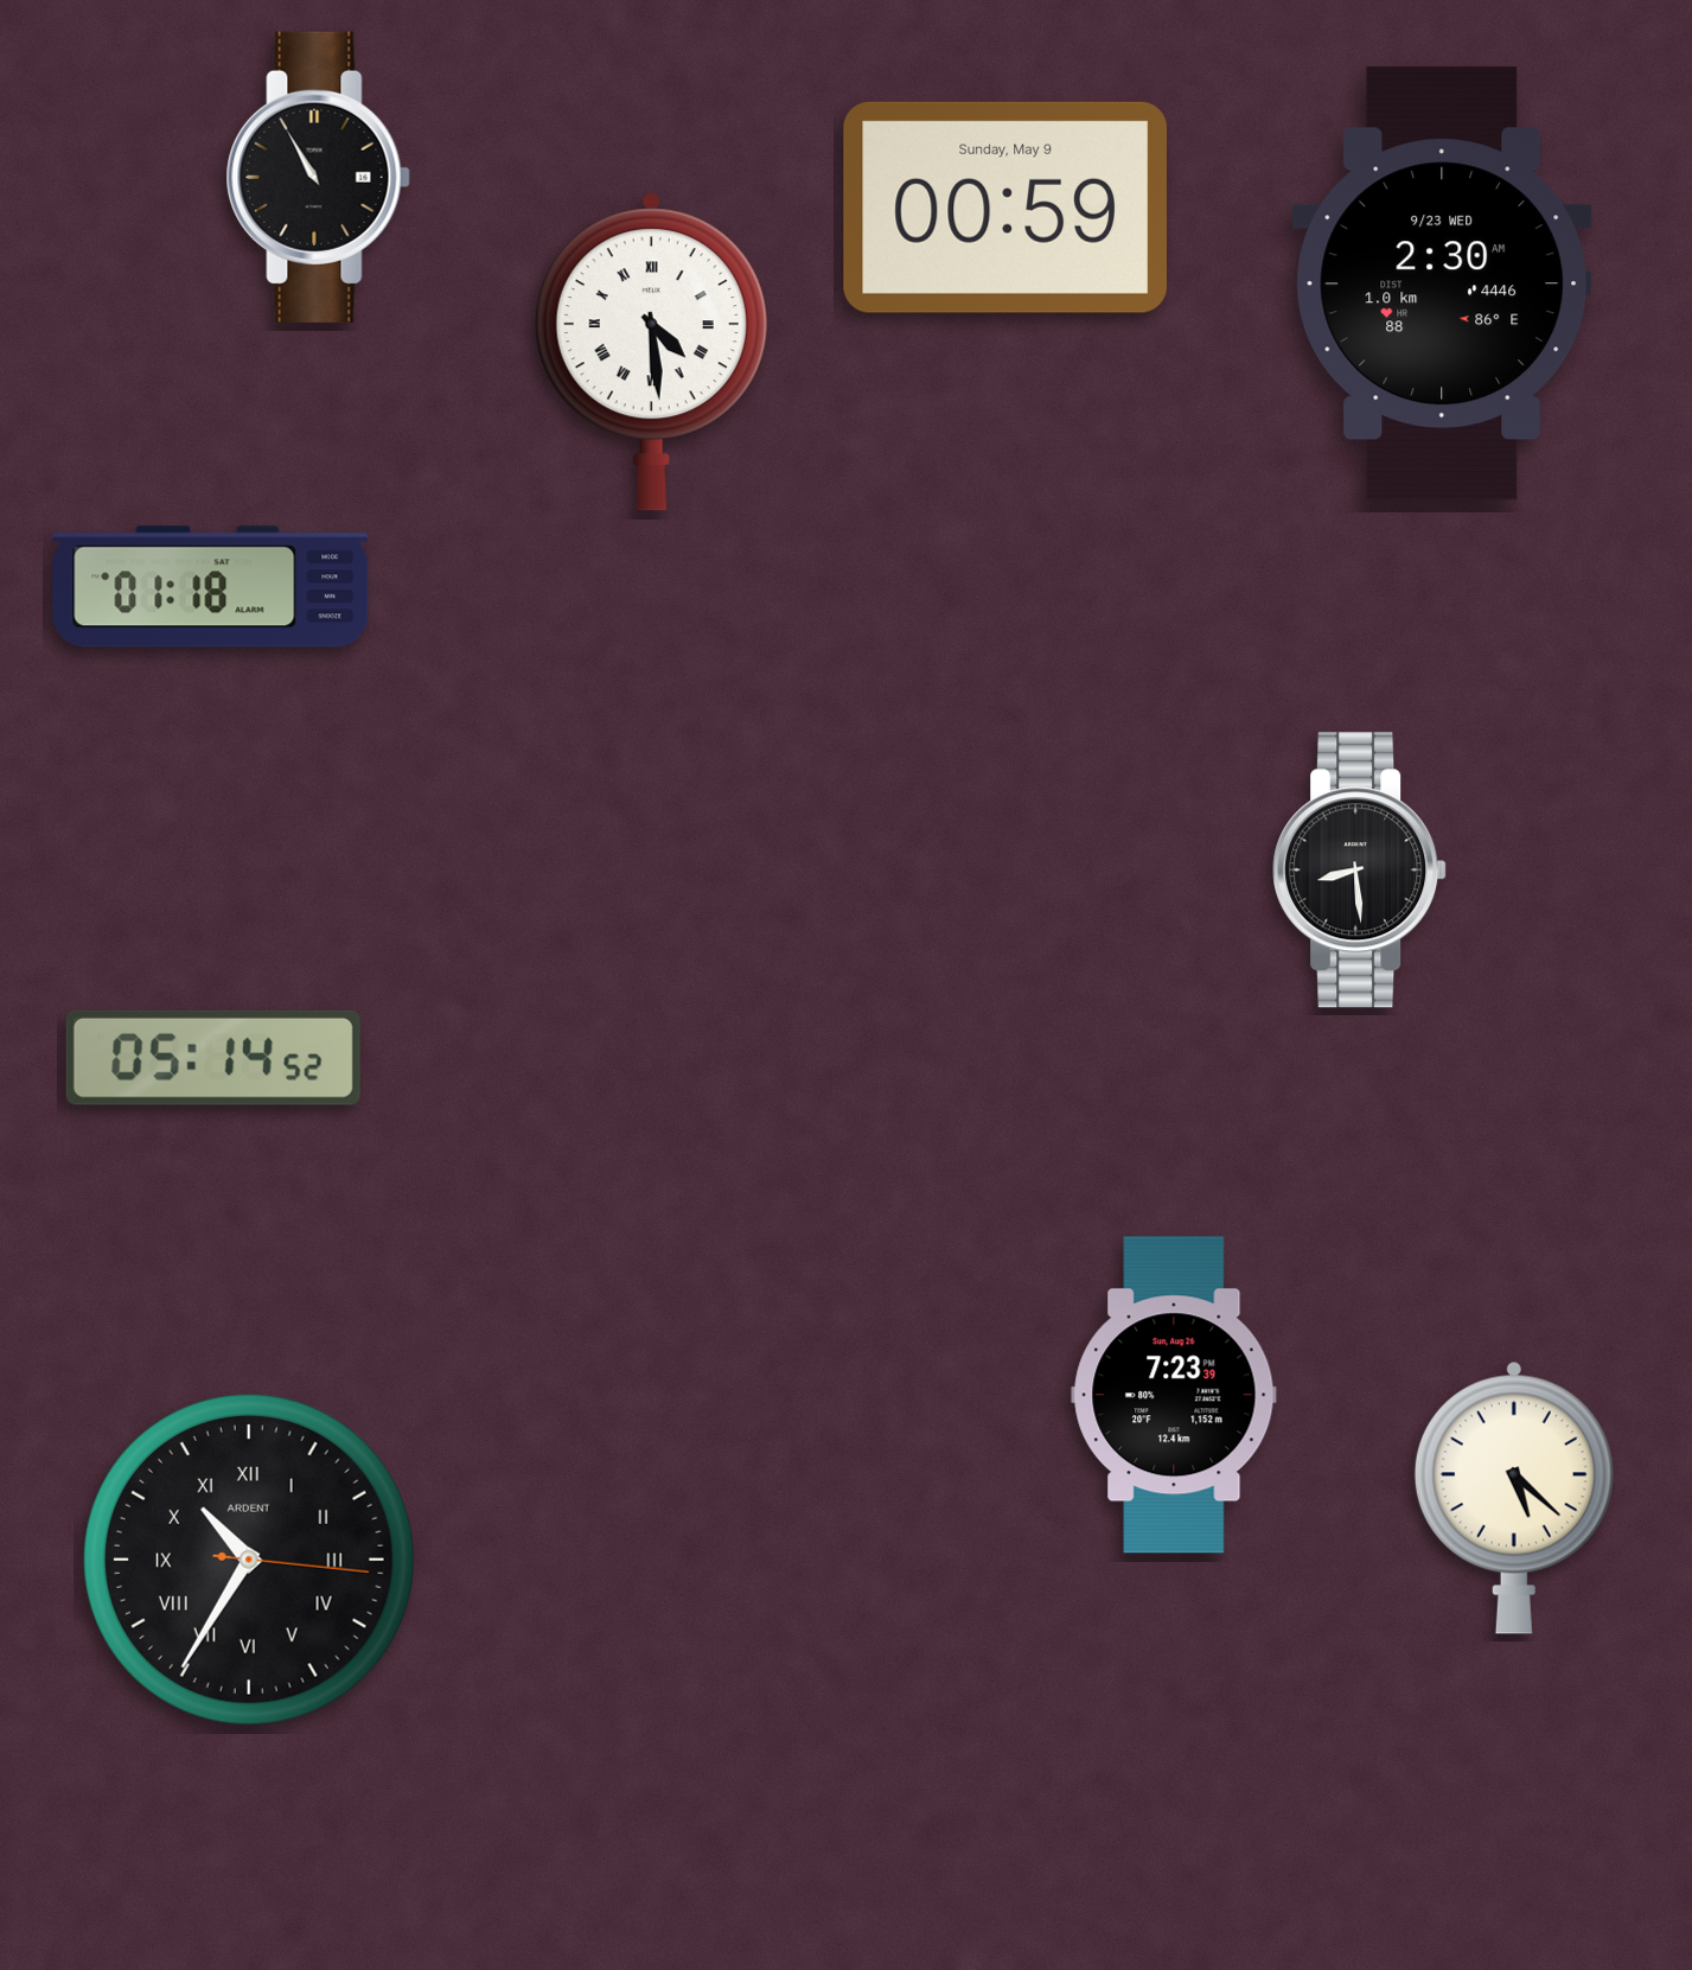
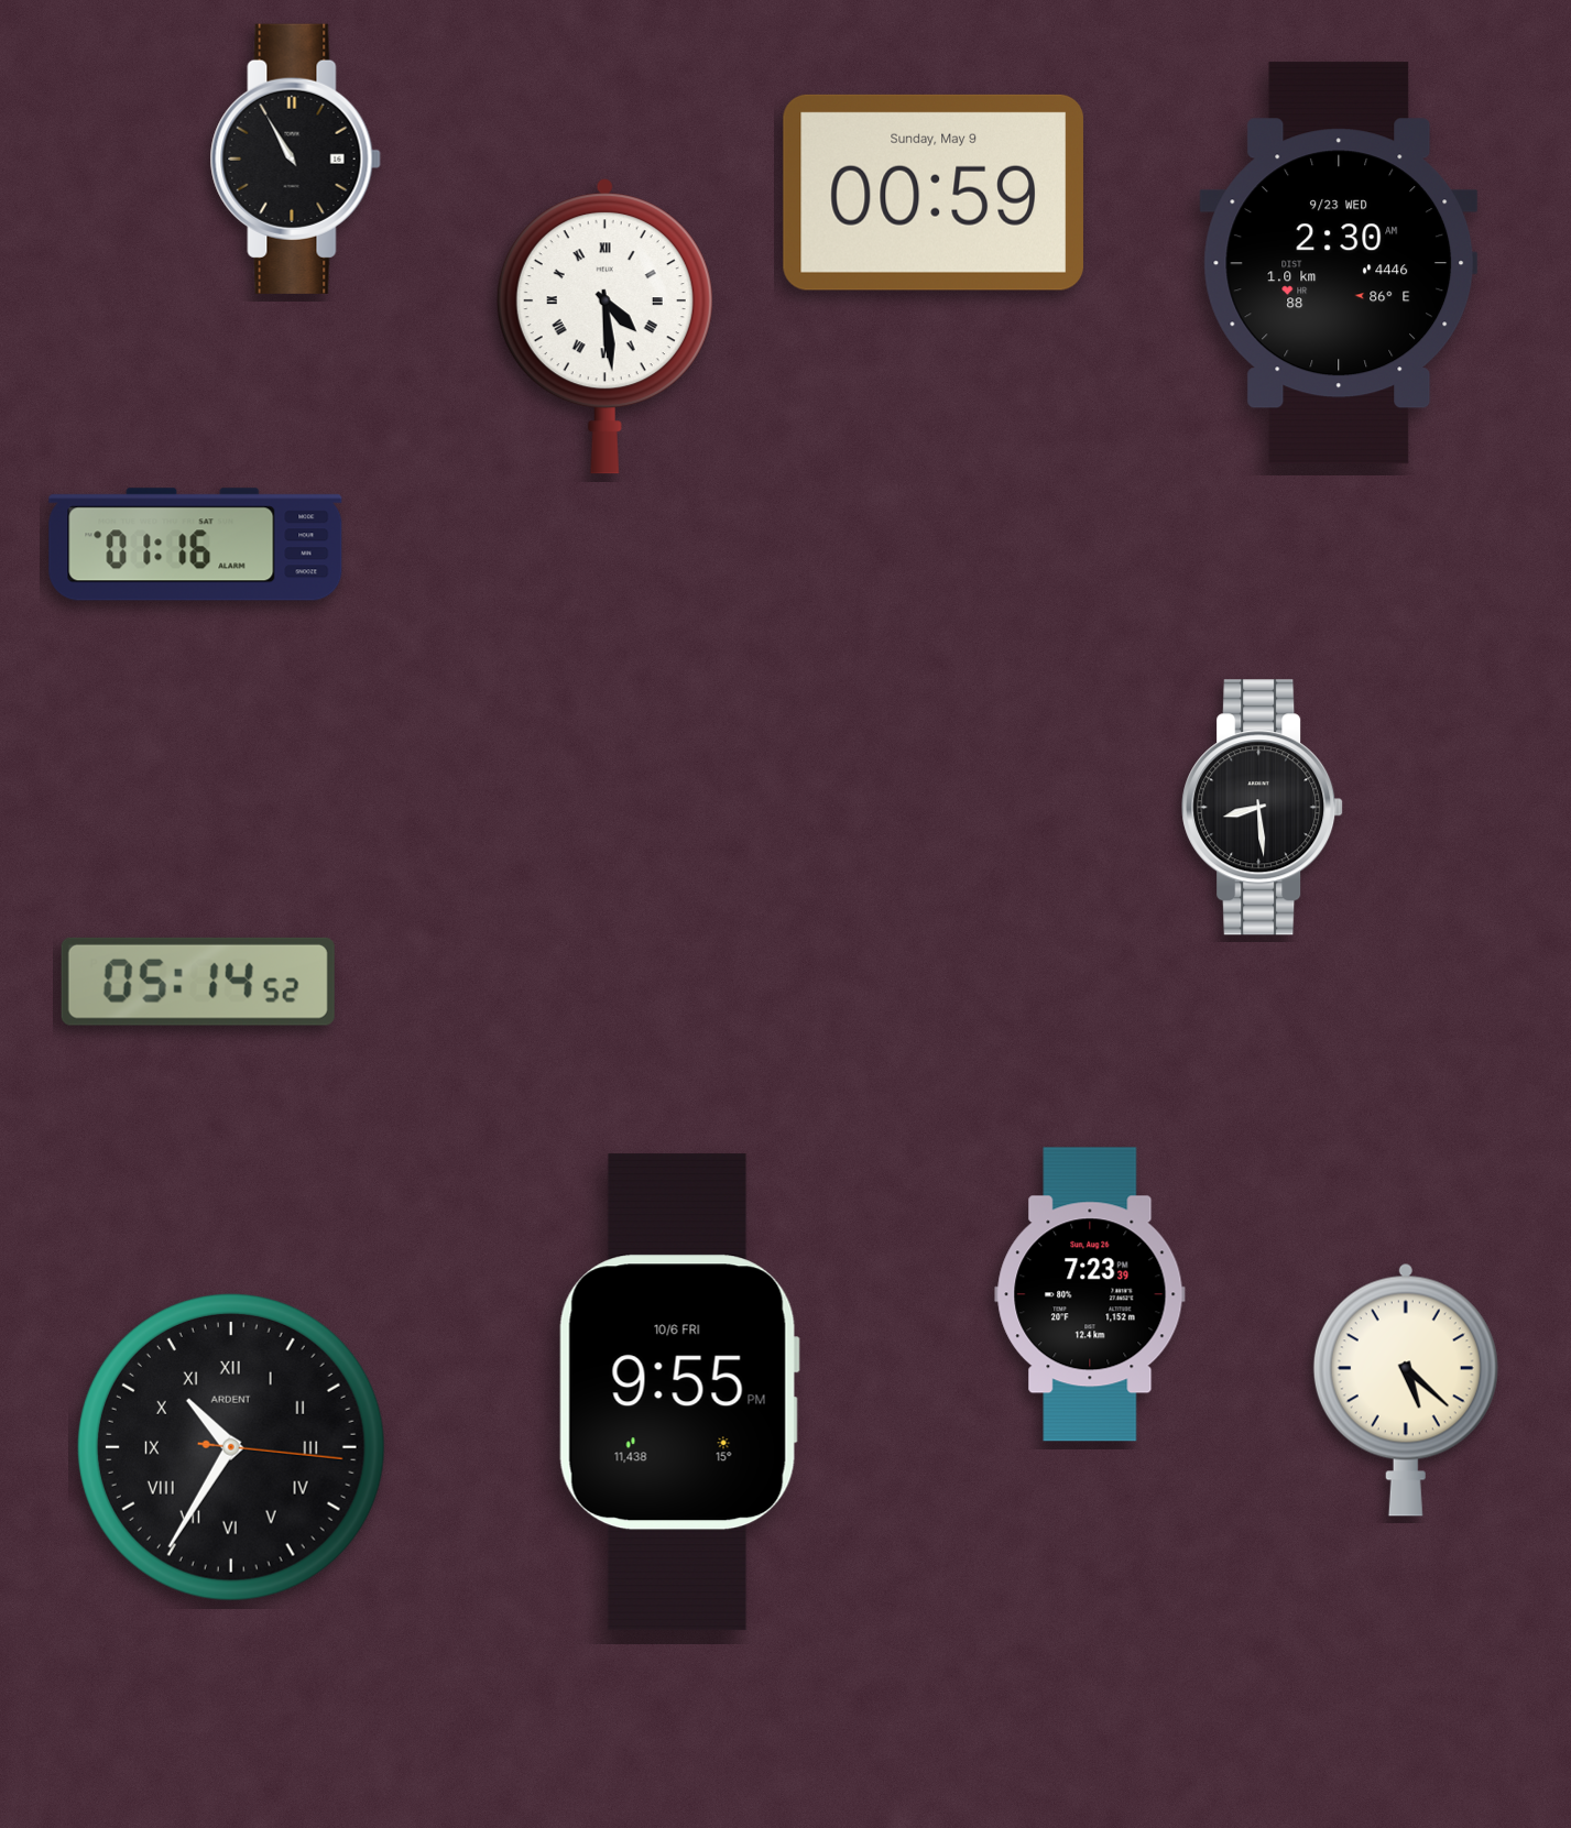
clock at (318, 177) position: (318, 177) -> (295, 158)
clock at (211, 587): 01:18 -> 01:16
clock at (679, 1392): none -> 9:55
